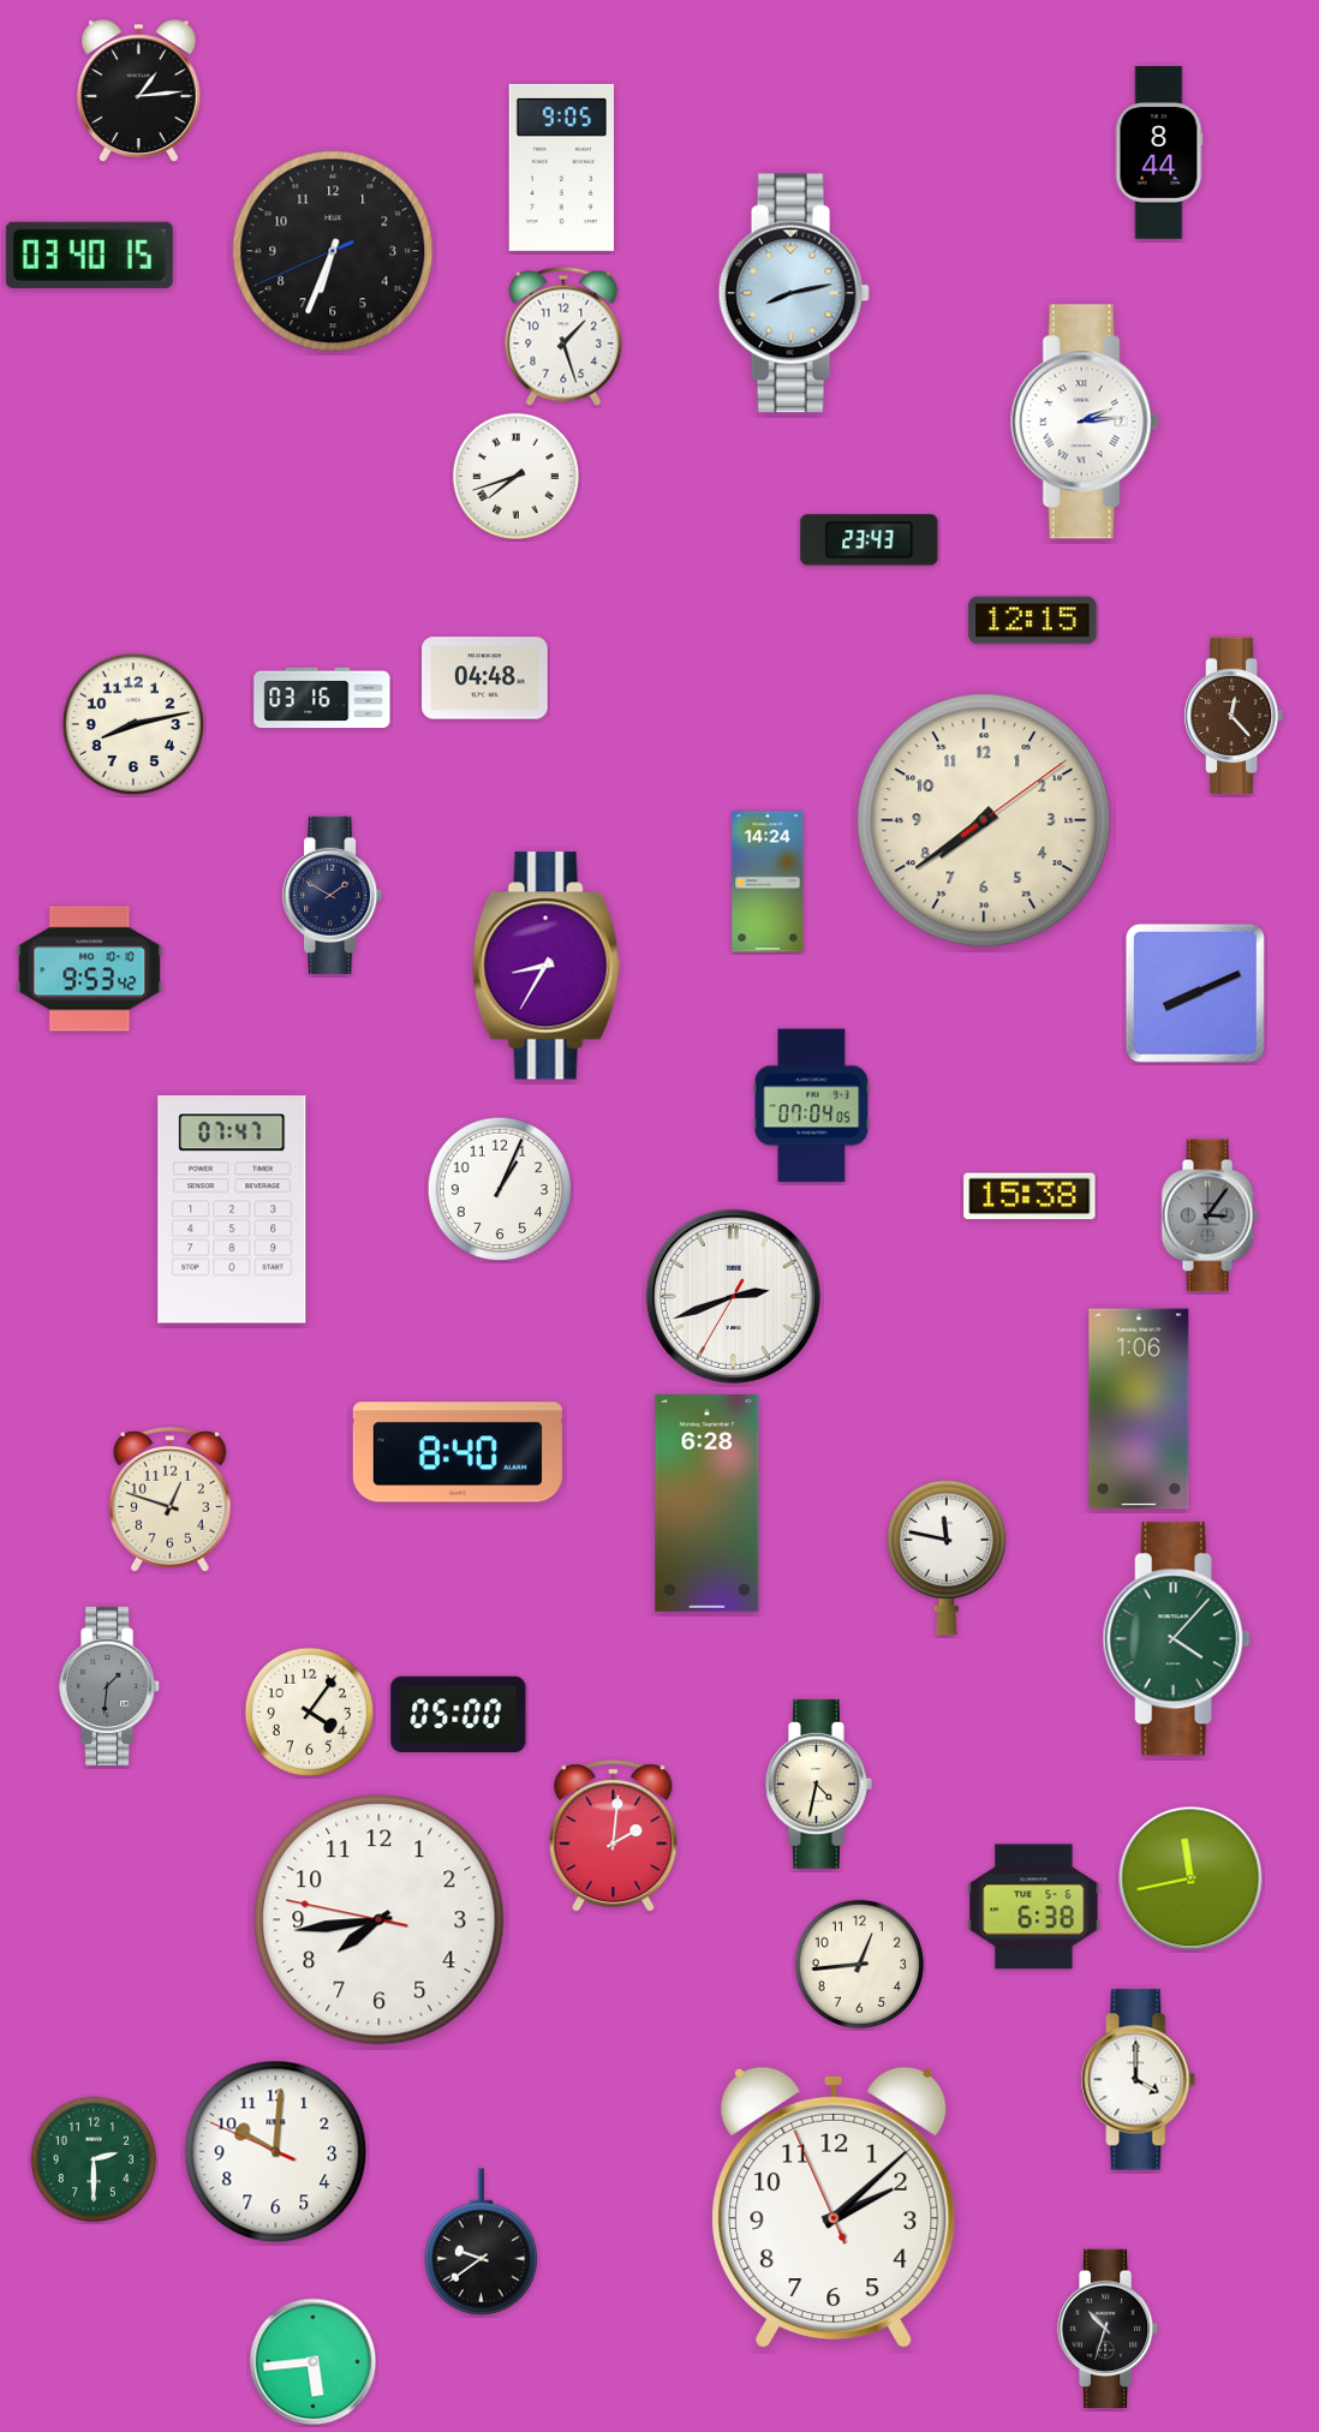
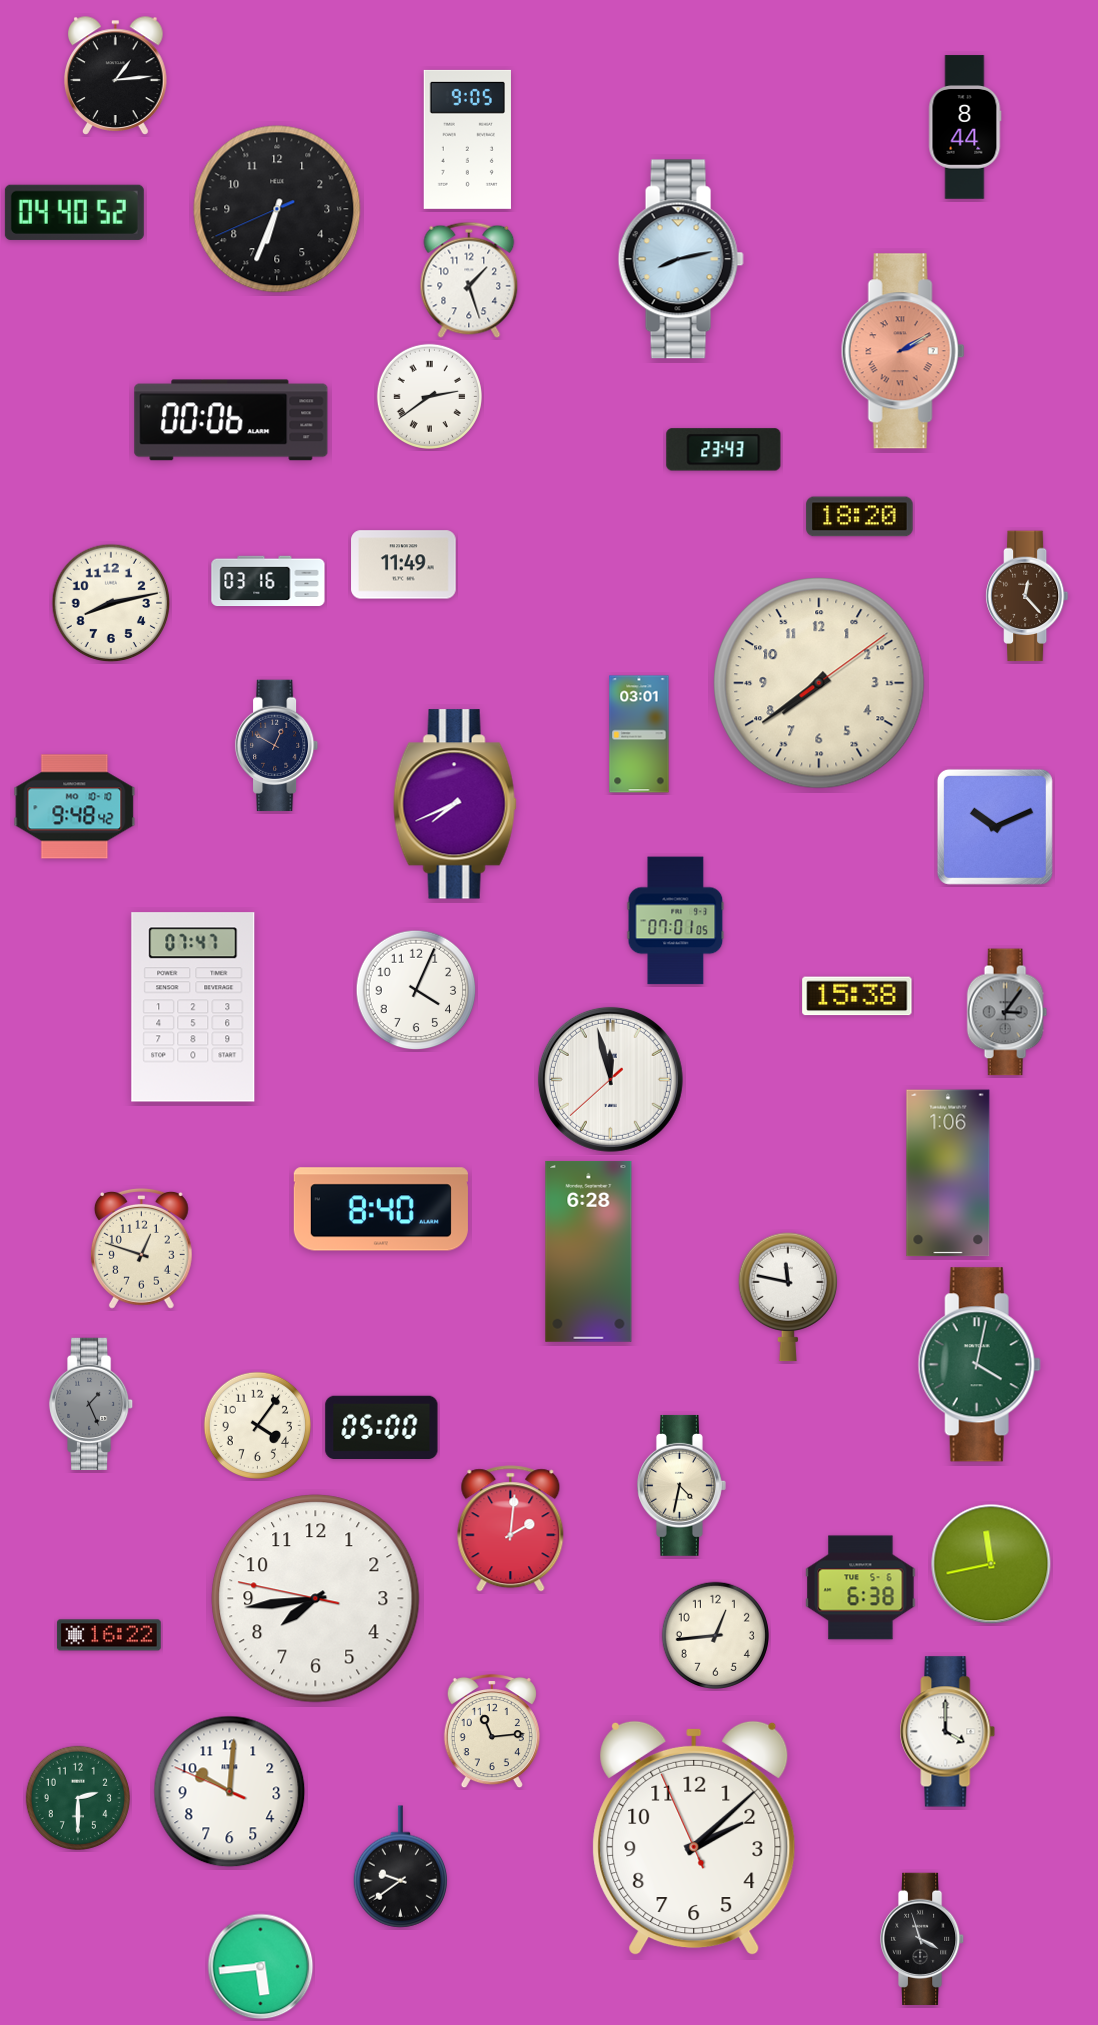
clock at (89, 255): 03:40 -> 04:40
clock at (794, 293) position: (794, 293) -> (681, 259)
clock at (1085, 422): 2:14 -> 2:10
clock at (1085, 422) dial: white -> salmon
clock at (515, 476): 7:42 -> 2:39
clock at (231, 420): none -> 00:06
clock at (1033, 621): 12:15 -> 18:20
clock at (485, 679): 04:48 -> 11:49
clock at (768, 882): 14:24 -> 03:01
clock at (333, 896): 1:50 -> 12:50
clock at (547, 966): 8:35 -> 7:41
clock at (90, 969): 9:53 -> 9:48
clock at (1195, 993): 8:11 -> 10:11
clock at (812, 1106): 07:04 -> 07:01
clock at (500, 1189): 1:04 -> 4:04
clock at (733, 1296): 2:41 -> 11:57
clock at (1176, 1639): 4:07 -> 4:02
clock at (109, 1685): 1:31 -> 1:26
clock at (109, 1635): none -> 16:22
clock at (492, 1731): none -> 11:14
clock at (1108, 2328): 10:33 -> 3:57
